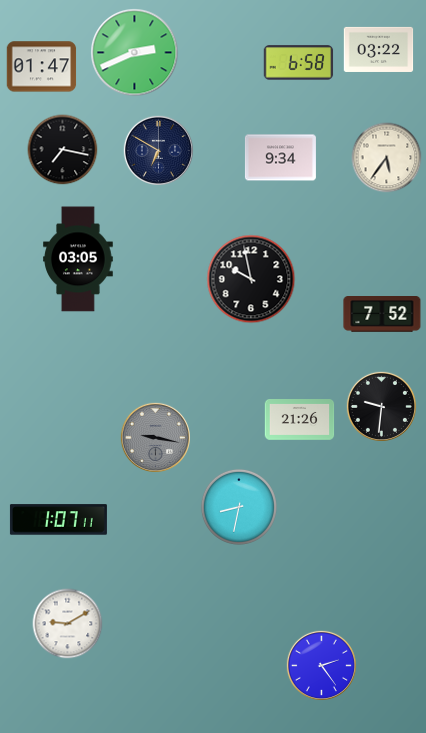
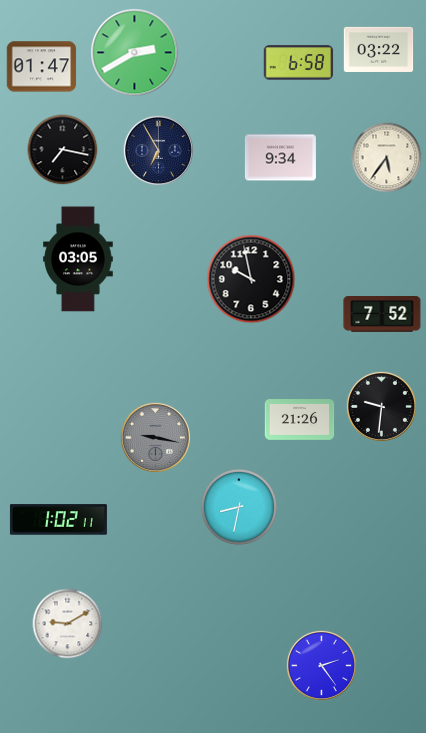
clock at (135, 53): 2:41 -> 2:40
clock at (158, 150): 6:50 -> 6:55
clock at (58, 520): 1:07 -> 1:02
